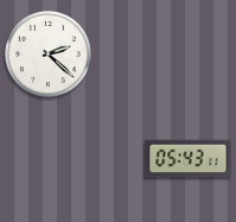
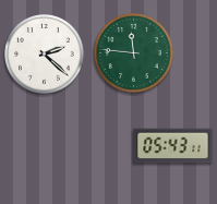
clock at (49, 55) position: (49, 55) -> (45, 55)
clock at (134, 53): none -> 11:46
